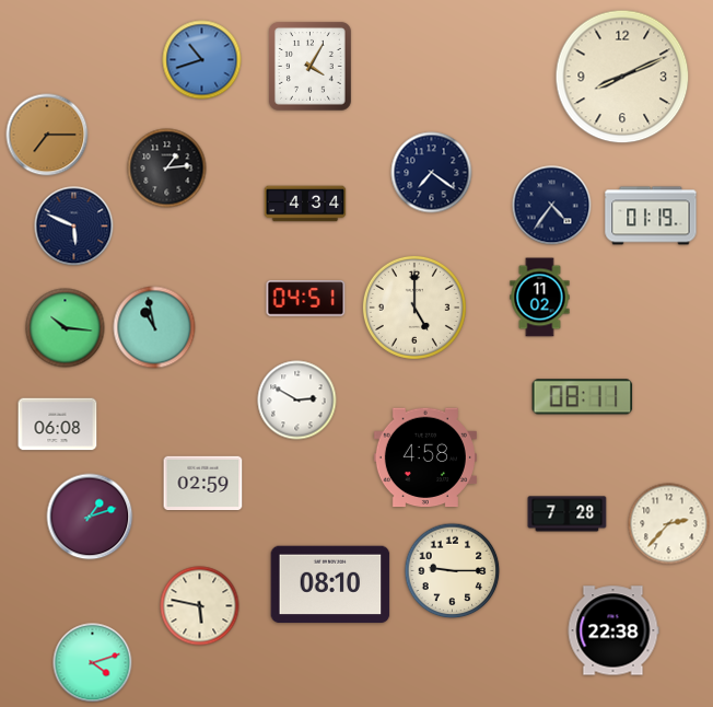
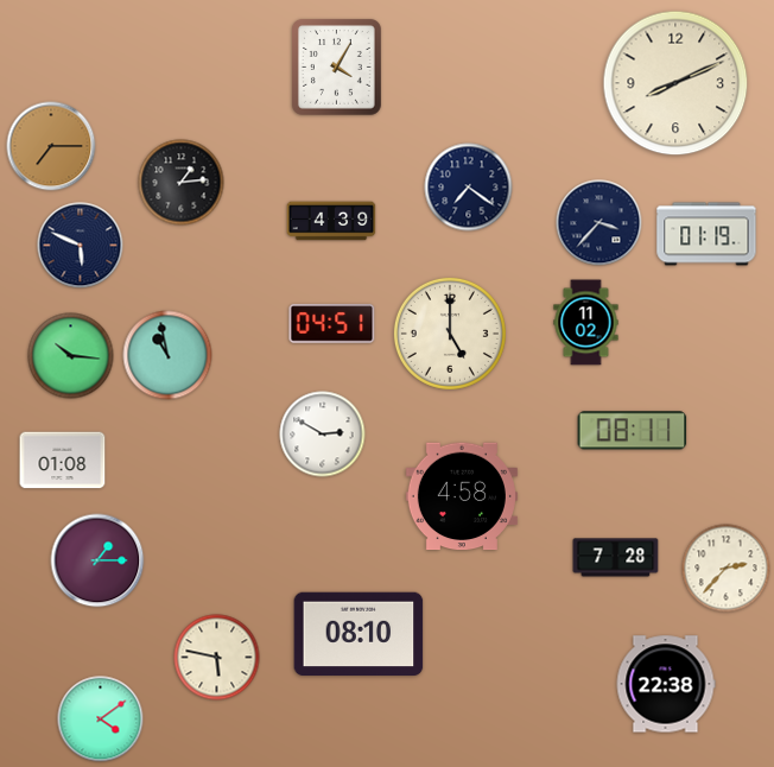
clock at (202, 60): 10:42 -> none
clock at (309, 66) position: (309, 66) -> (336, 66)
clock at (305, 204): 4:34 -> 4:39
clock at (552, 206): 4:36 -> 3:37
clock at (58, 425): 06:08 -> 01:08
clock at (203, 484): 02:59 -> none
clock at (90, 517): 1:12 -> 1:15
clock at (453, 571): 9:15 -> none
clock at (93, 663): 4:12 -> 4:09
